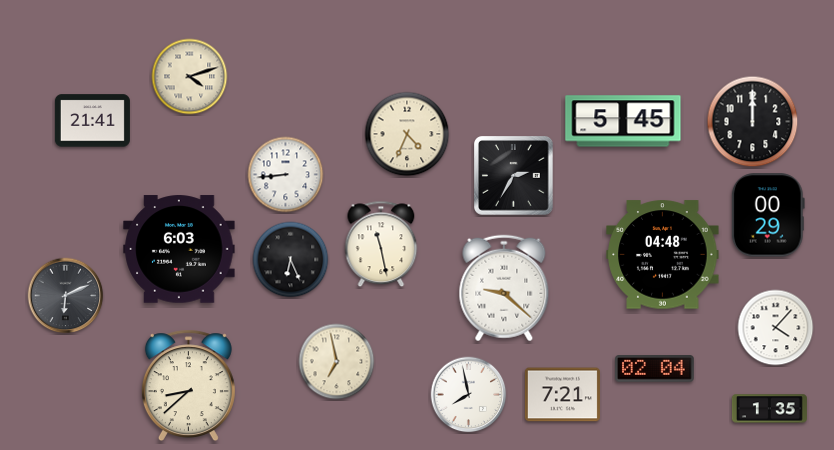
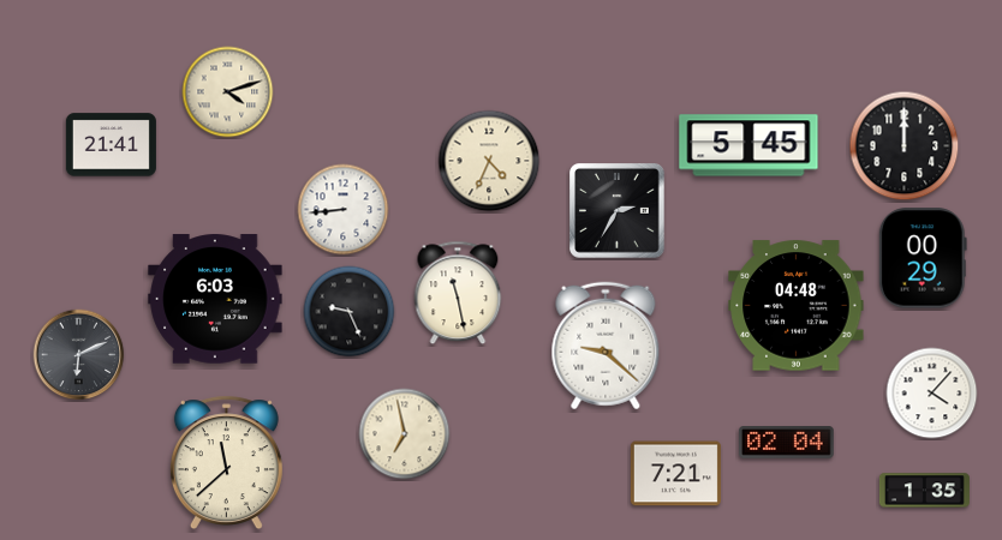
clock at (291, 260): 6:26 -> 9:26
clock at (188, 386): 8:38 -> 11:38
clock at (469, 395): 7:58 -> none
